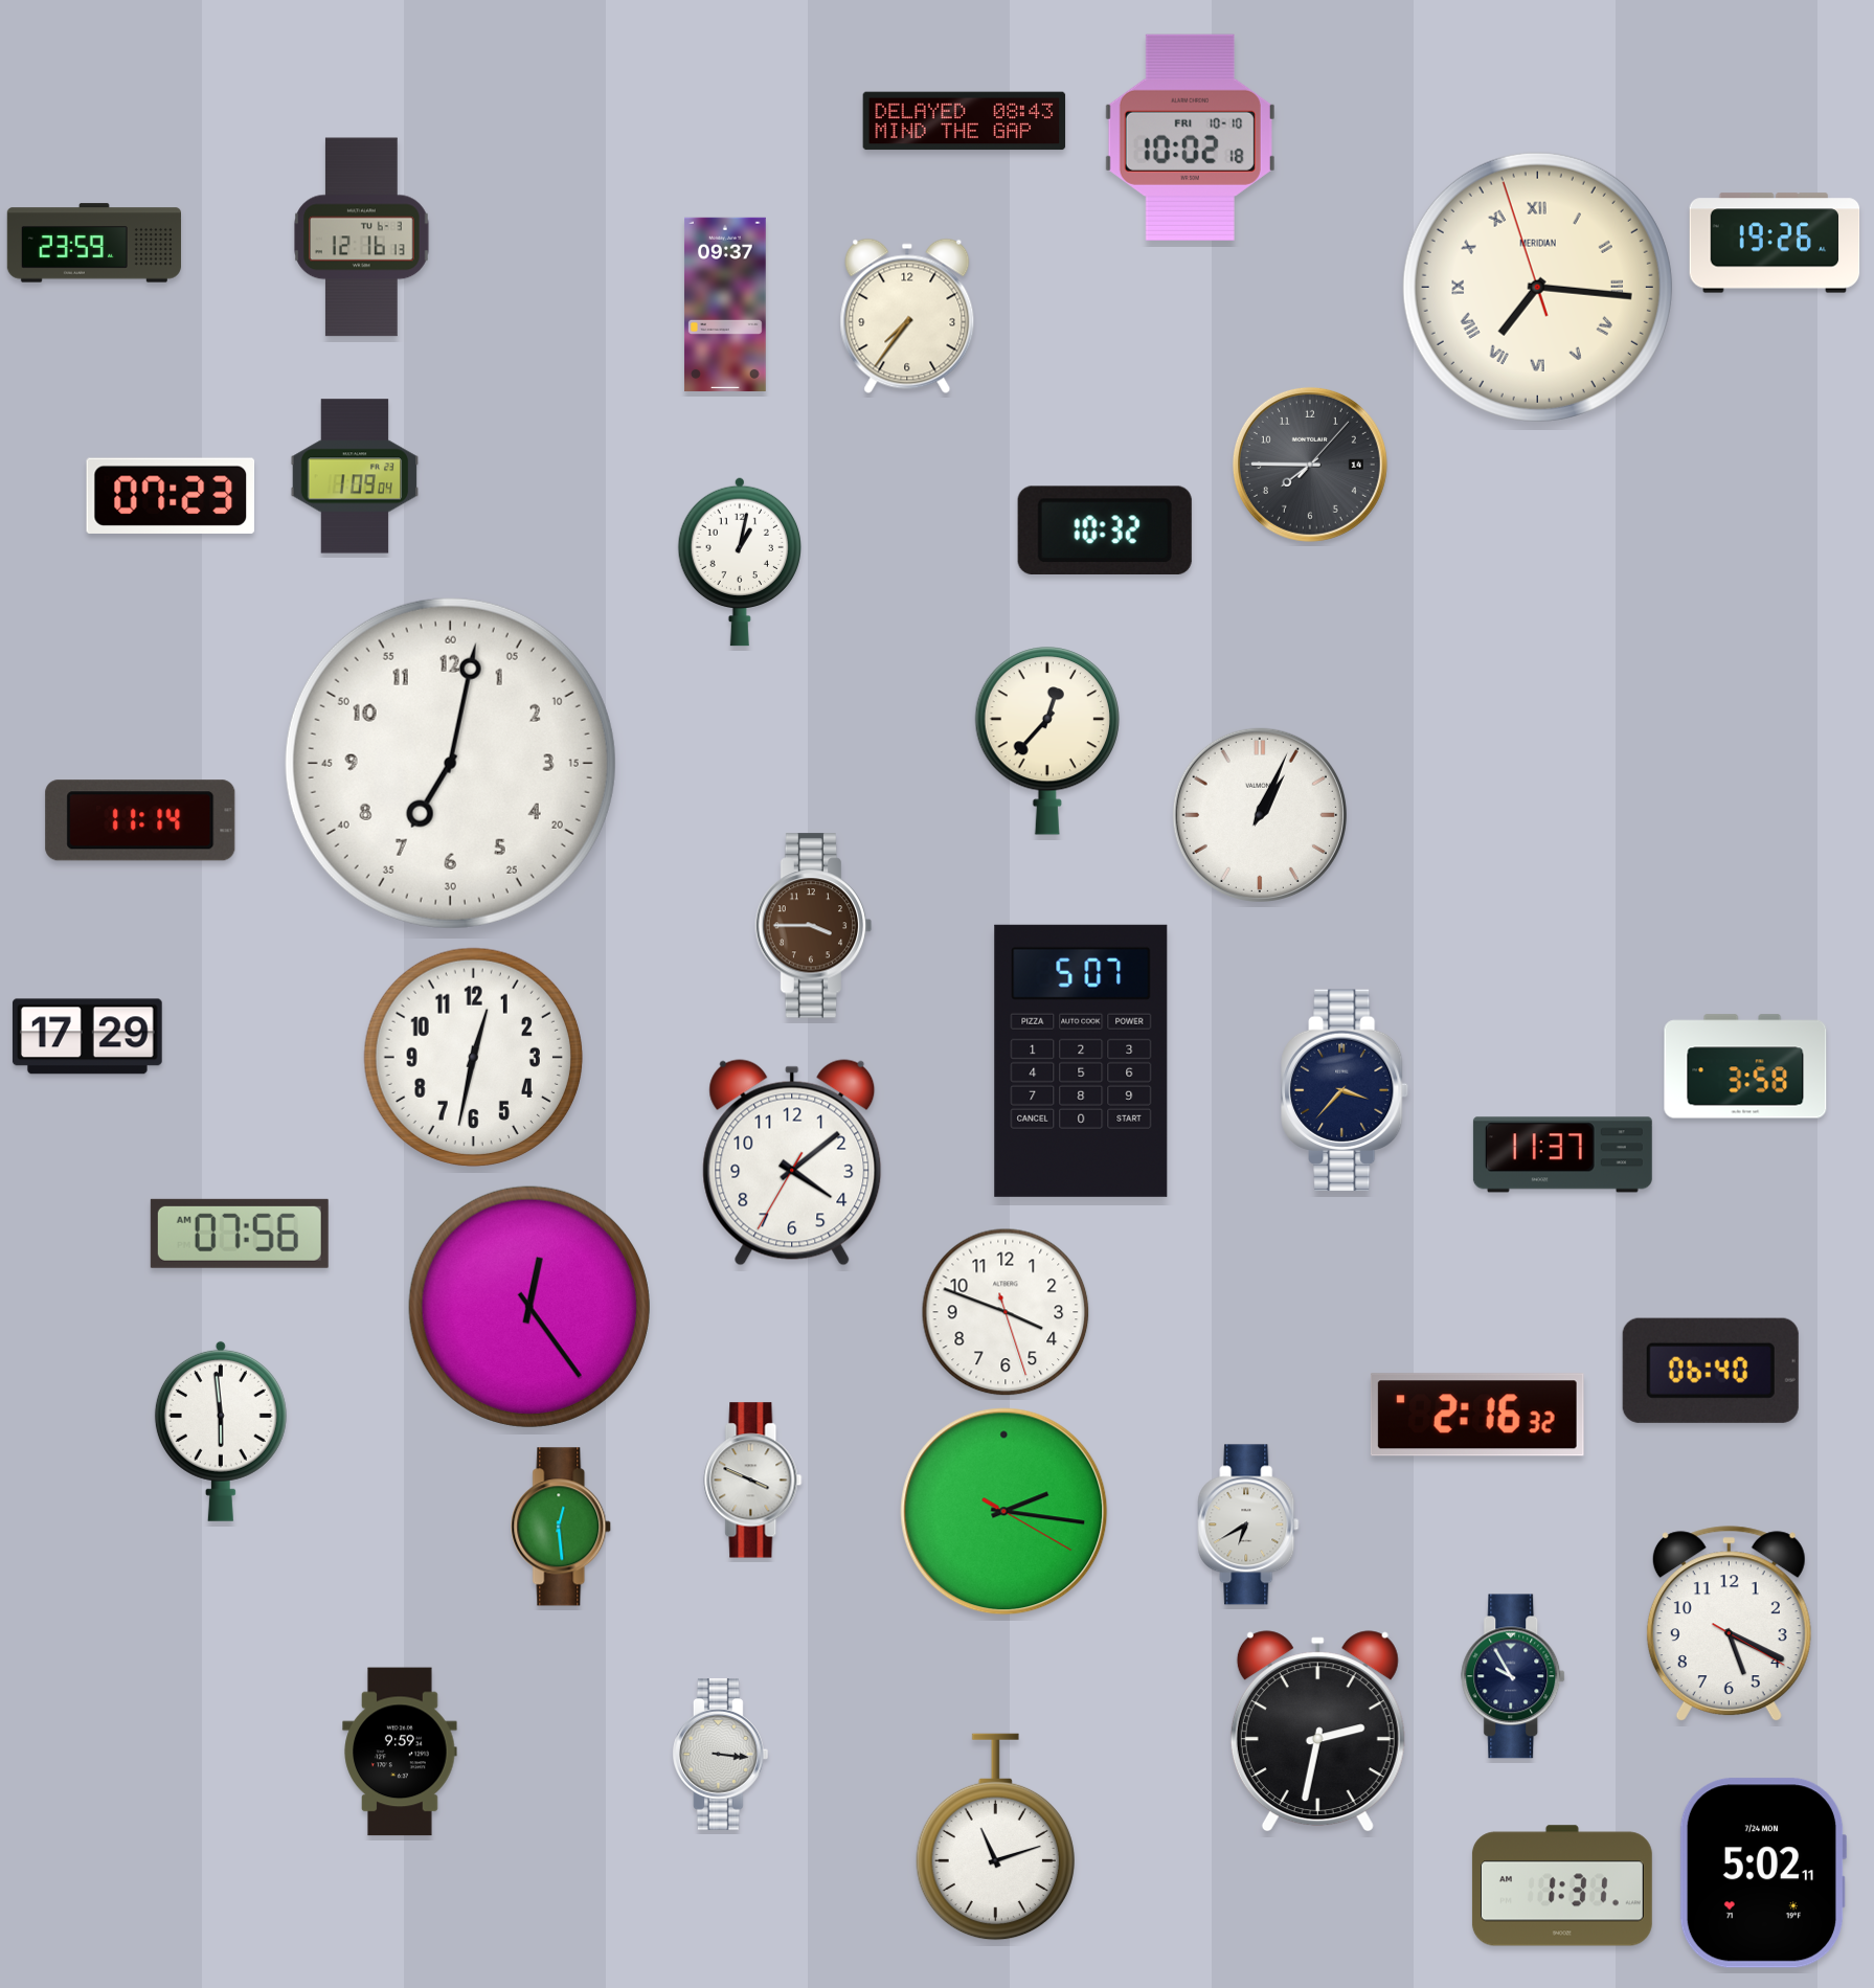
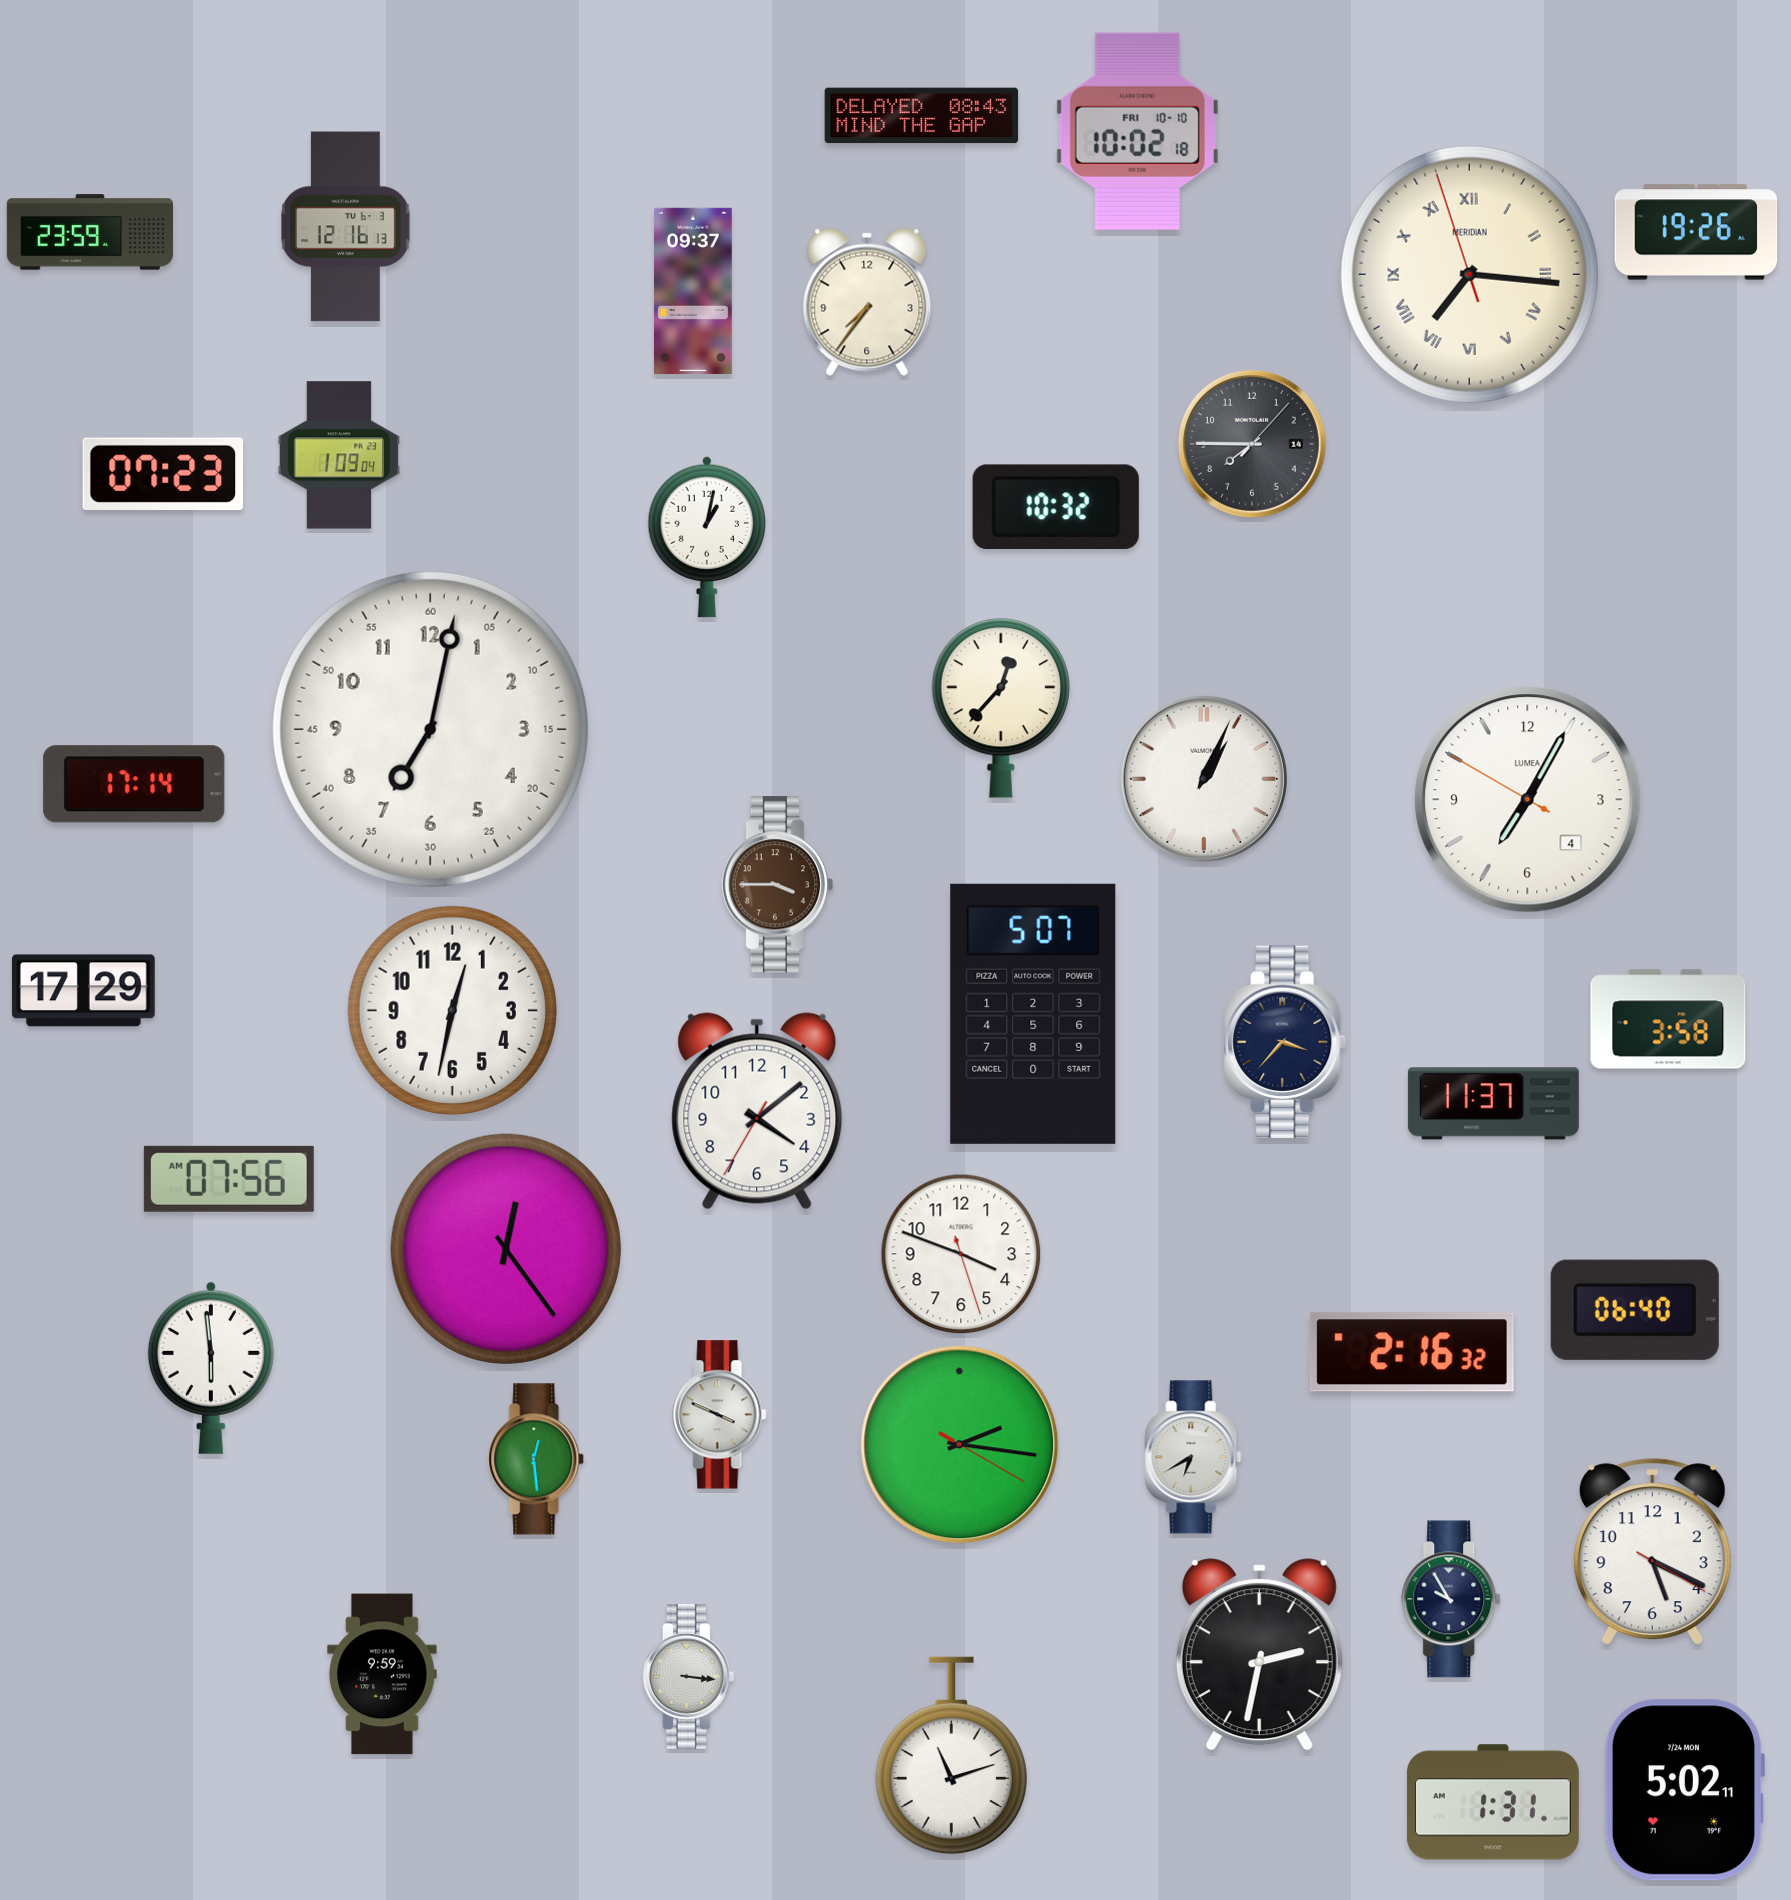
clock at (140, 820): 11:14 -> 17:14
clock at (1528, 800): none -> 7:04
clock at (1514, 1676) position: (1514, 1676) -> (1452, 1599)
